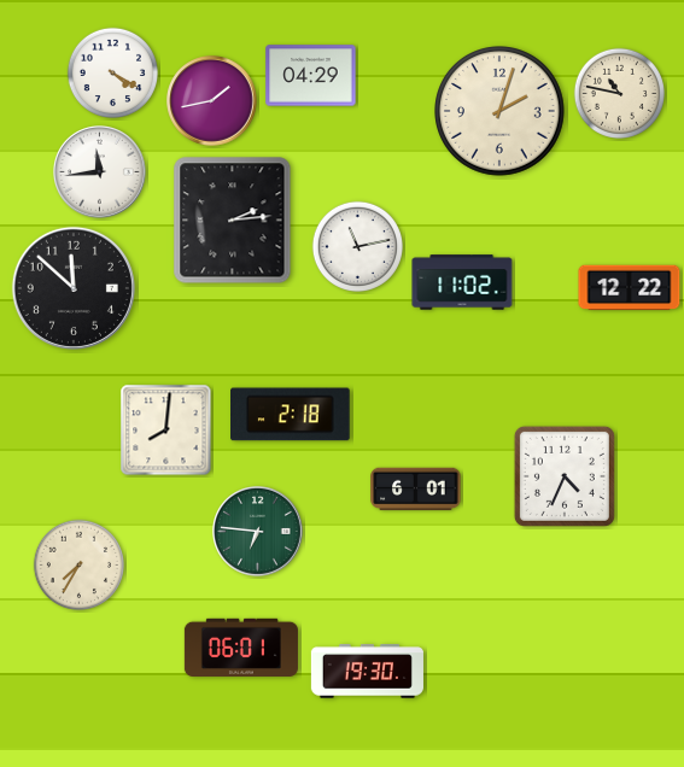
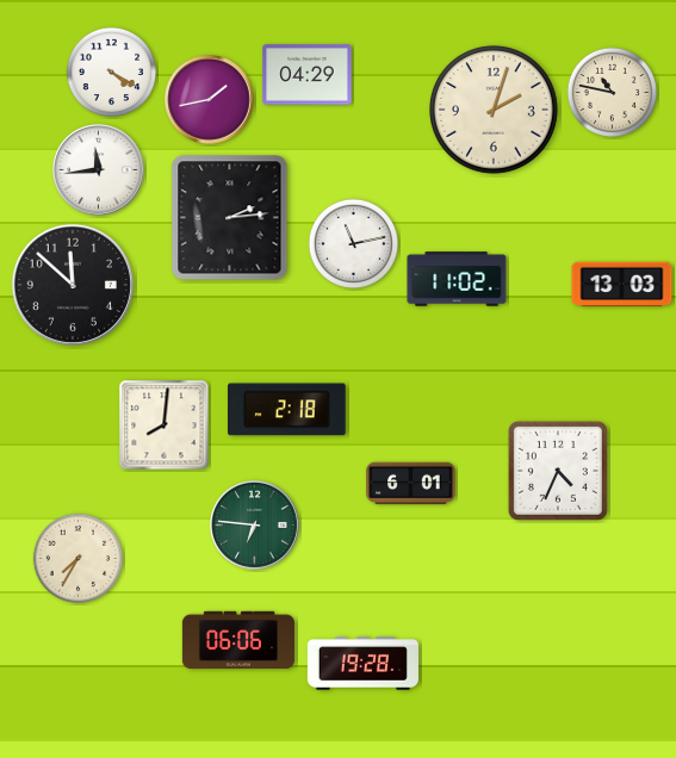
clock at (630, 288): 12:22 -> 13:03
clock at (241, 646): 06:01 -> 06:06
clock at (367, 672): 19:30 -> 19:28
